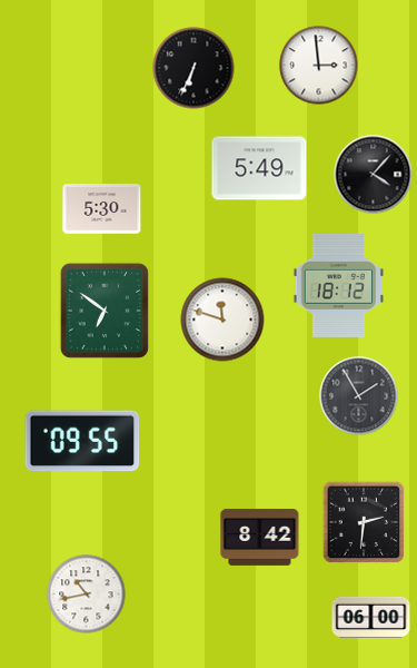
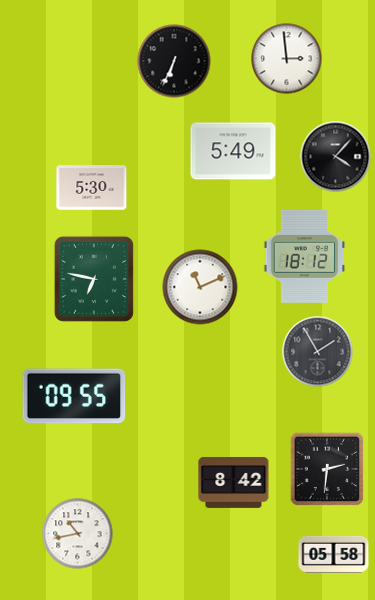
clock at (105, 311): 6:51 -> 6:47
clock at (222, 320): 11:48 -> 11:11
clock at (359, 396) position: (359, 396) -> (318, 352)
clock at (371, 617): 06:00 -> 05:58
